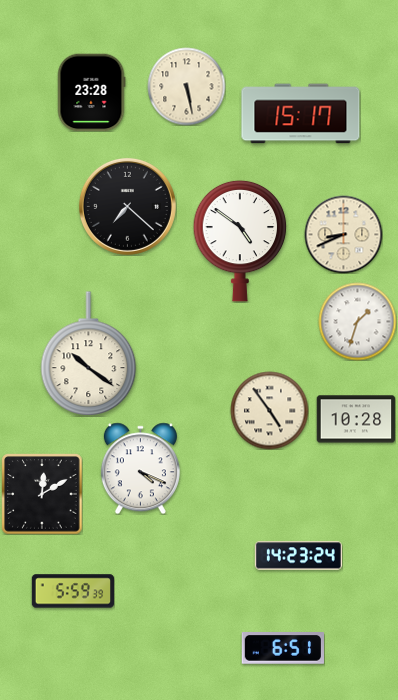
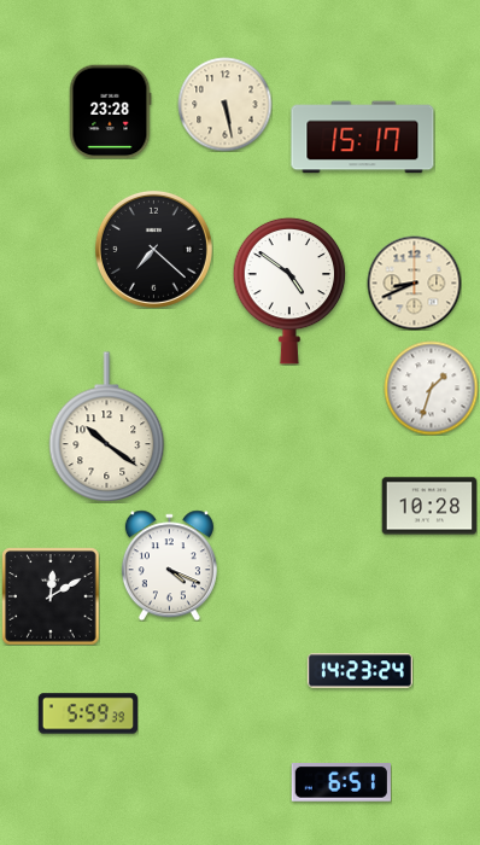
clock at (269, 410): 4:54 -> none
